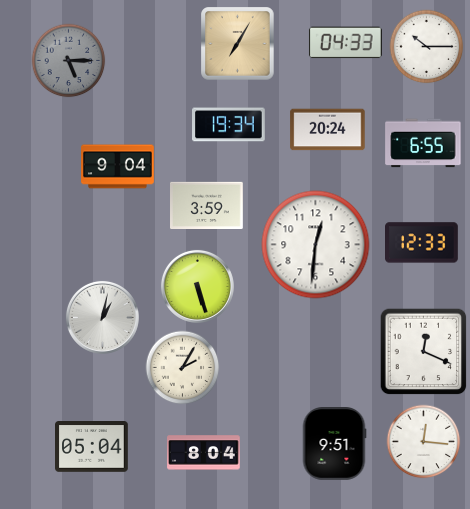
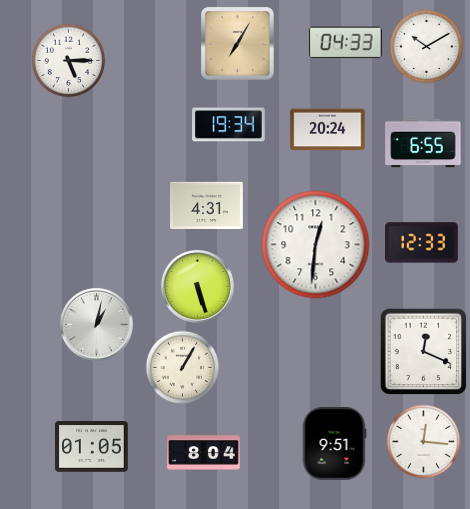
clock at (427, 47): 10:15 -> 10:10
clock at (69, 61) dial: grey -> white
clock at (118, 167): 9:04 -> none
clock at (207, 205): 3:59 -> 4:31
clock at (102, 317) position: (102, 317) -> (96, 324)
clock at (183, 368): 2:05 -> 1:05
clock at (92, 447): 05:04 -> 01:05
